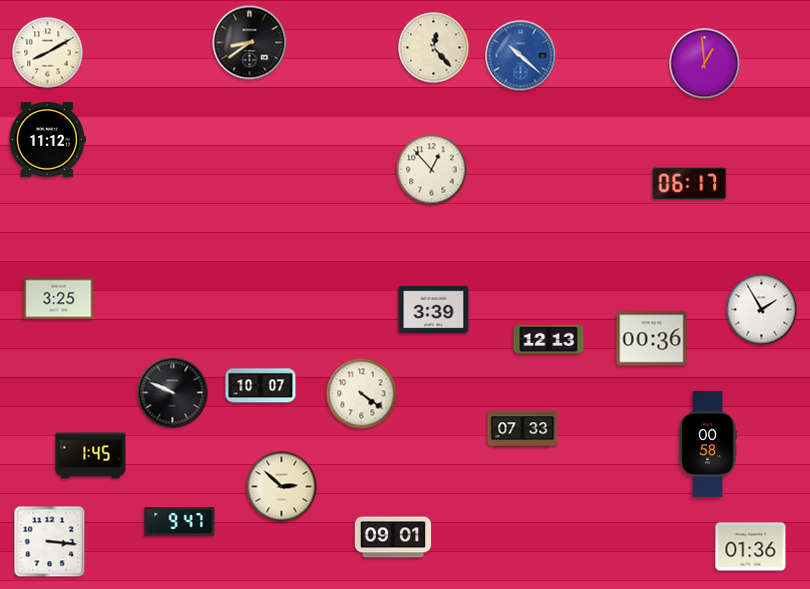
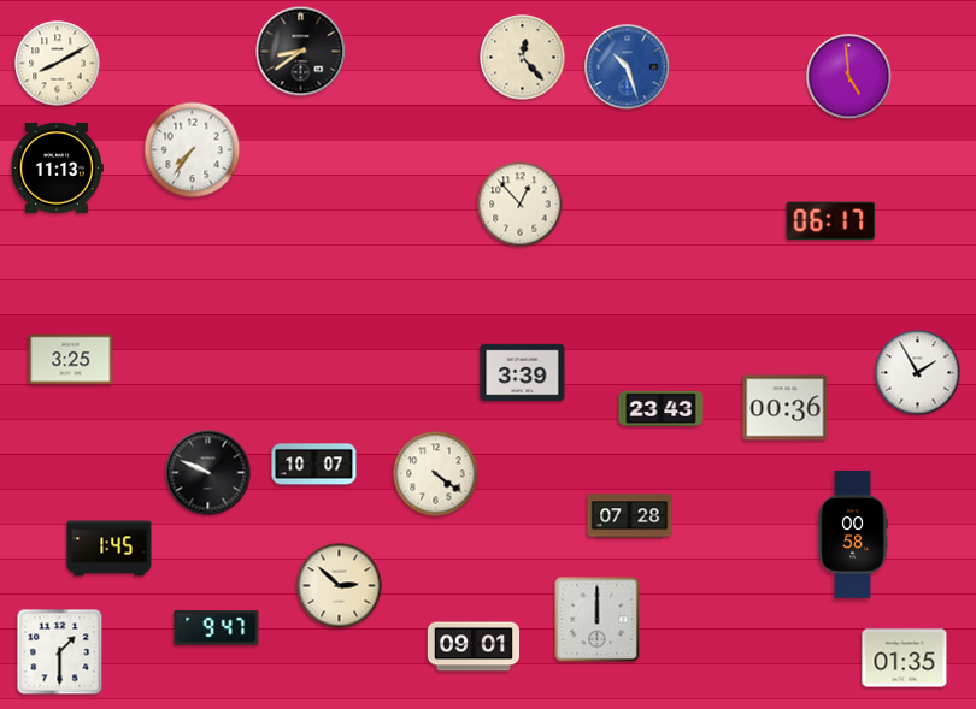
clock at (521, 56): 10:22 -> 10:27
clock at (705, 64): 12:59 -> 4:59
clock at (193, 150): none -> 7:36
clock at (47, 139): 11:12 -> 11:13
clock at (549, 339): 12:13 -> 23:43
clock at (523, 429): 07:33 -> 07:28
clock at (598, 620): none -> 12:00
clock at (50, 542): 3:16 -> 1:30
clock at (751, 547): 01:36 -> 01:35
